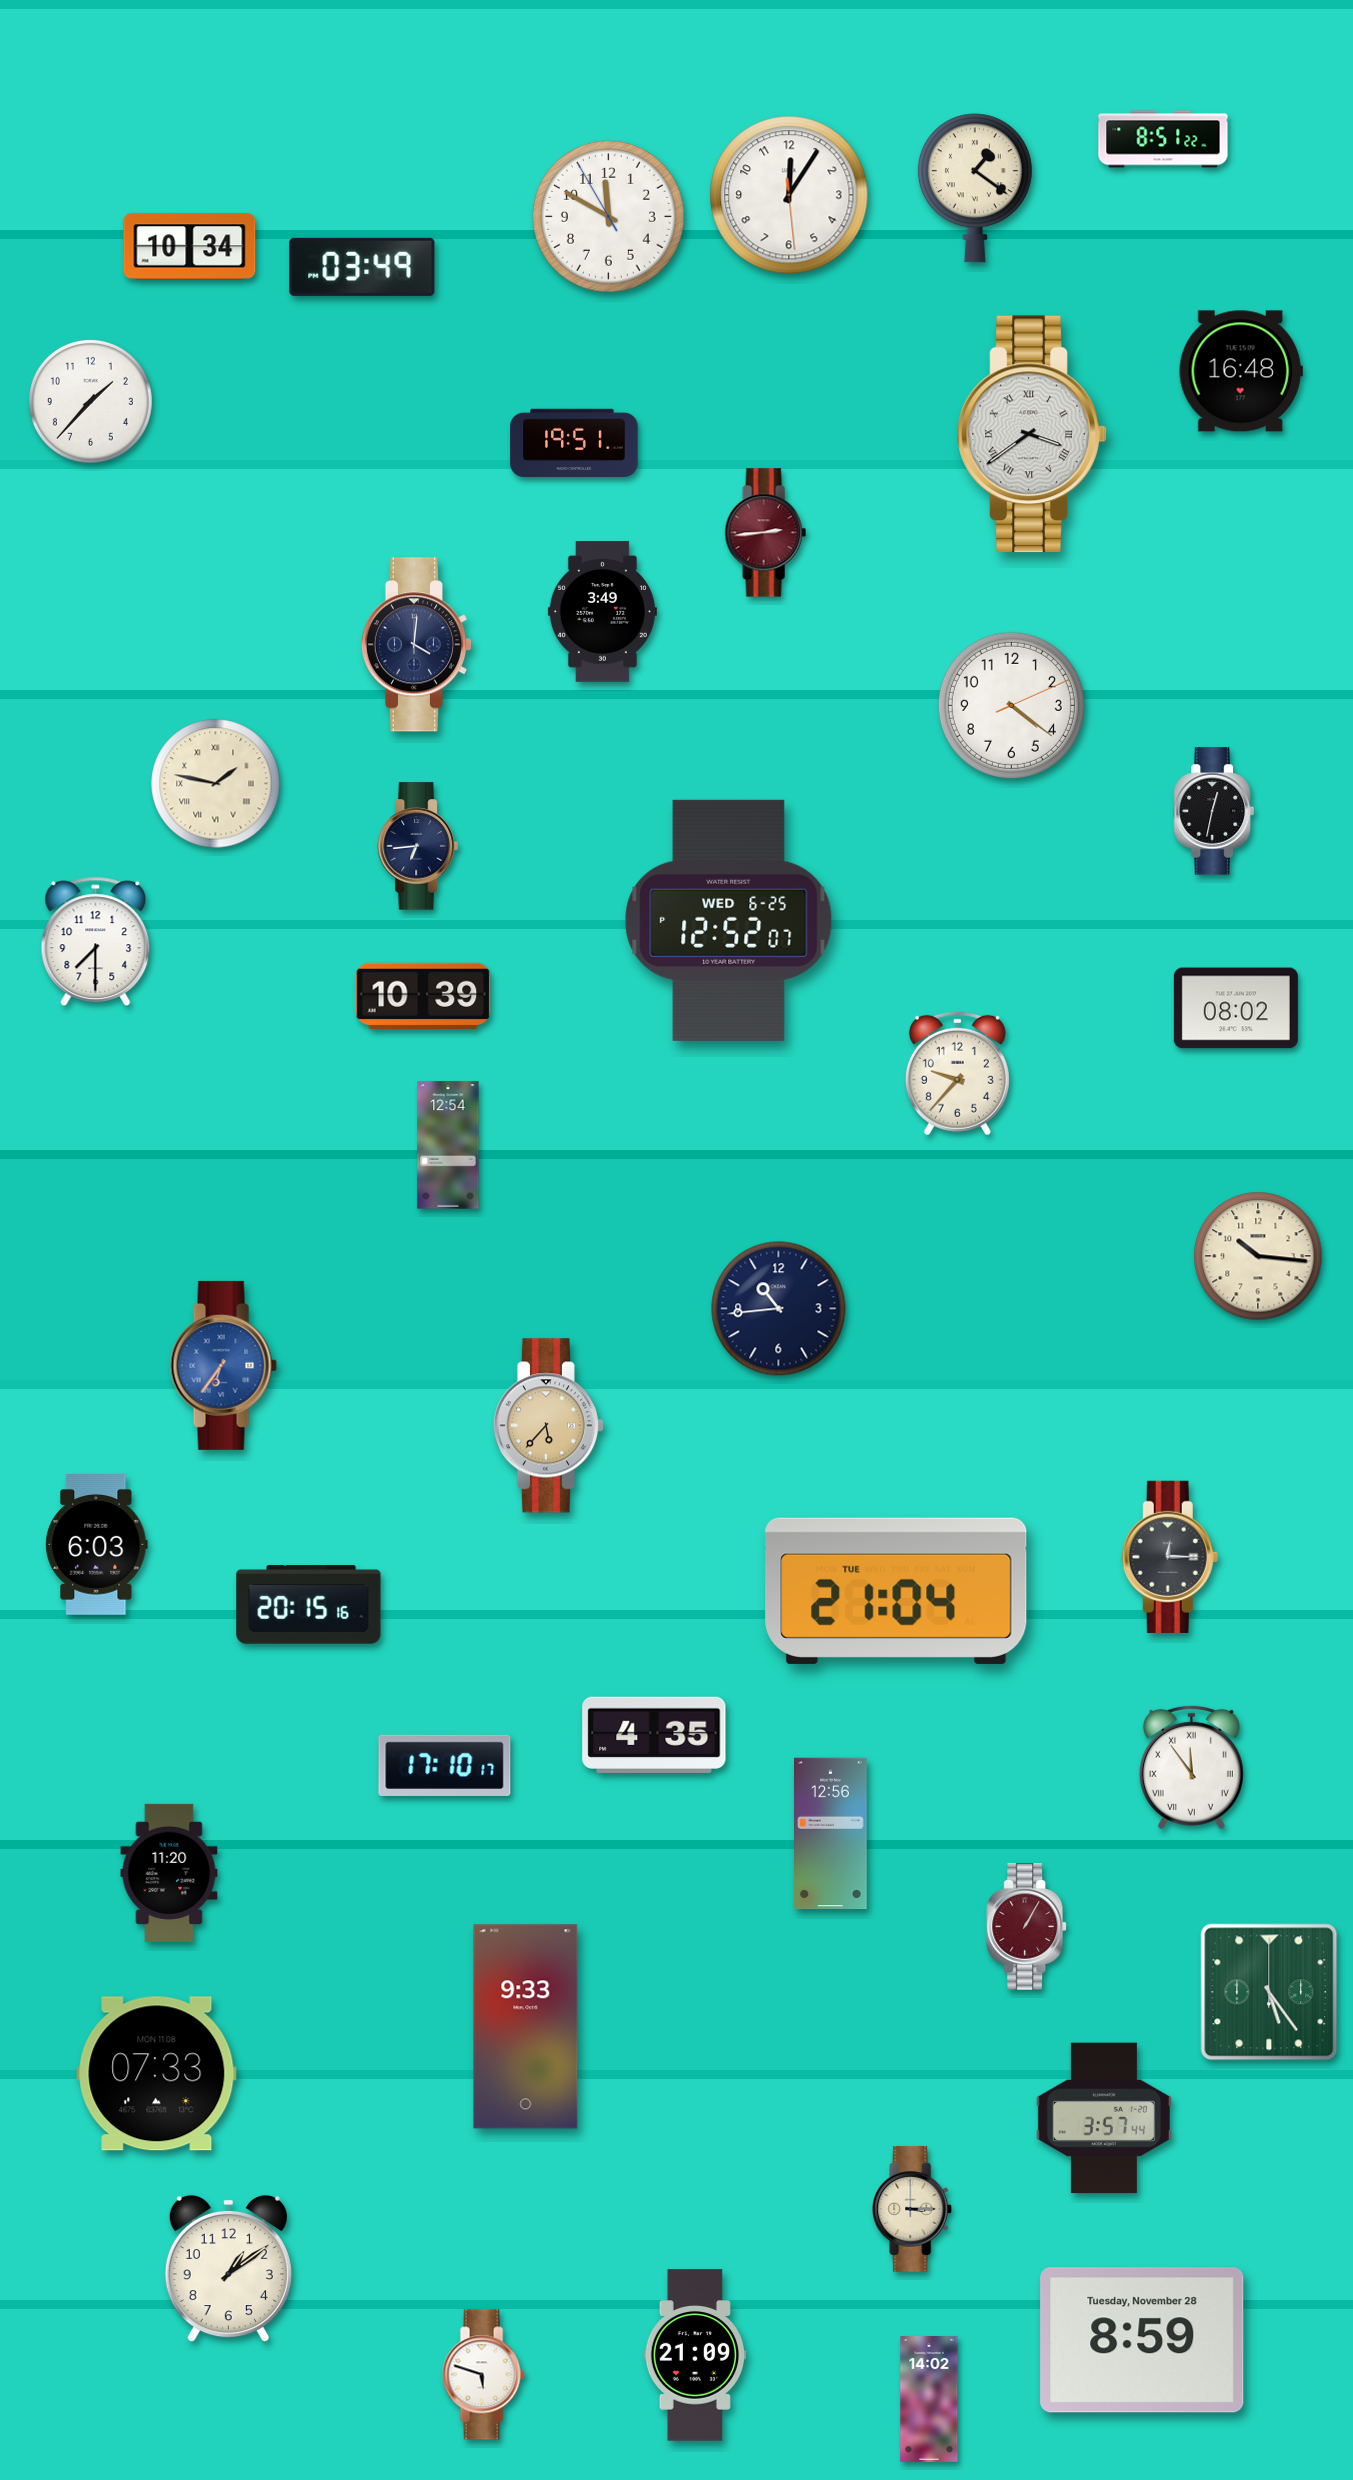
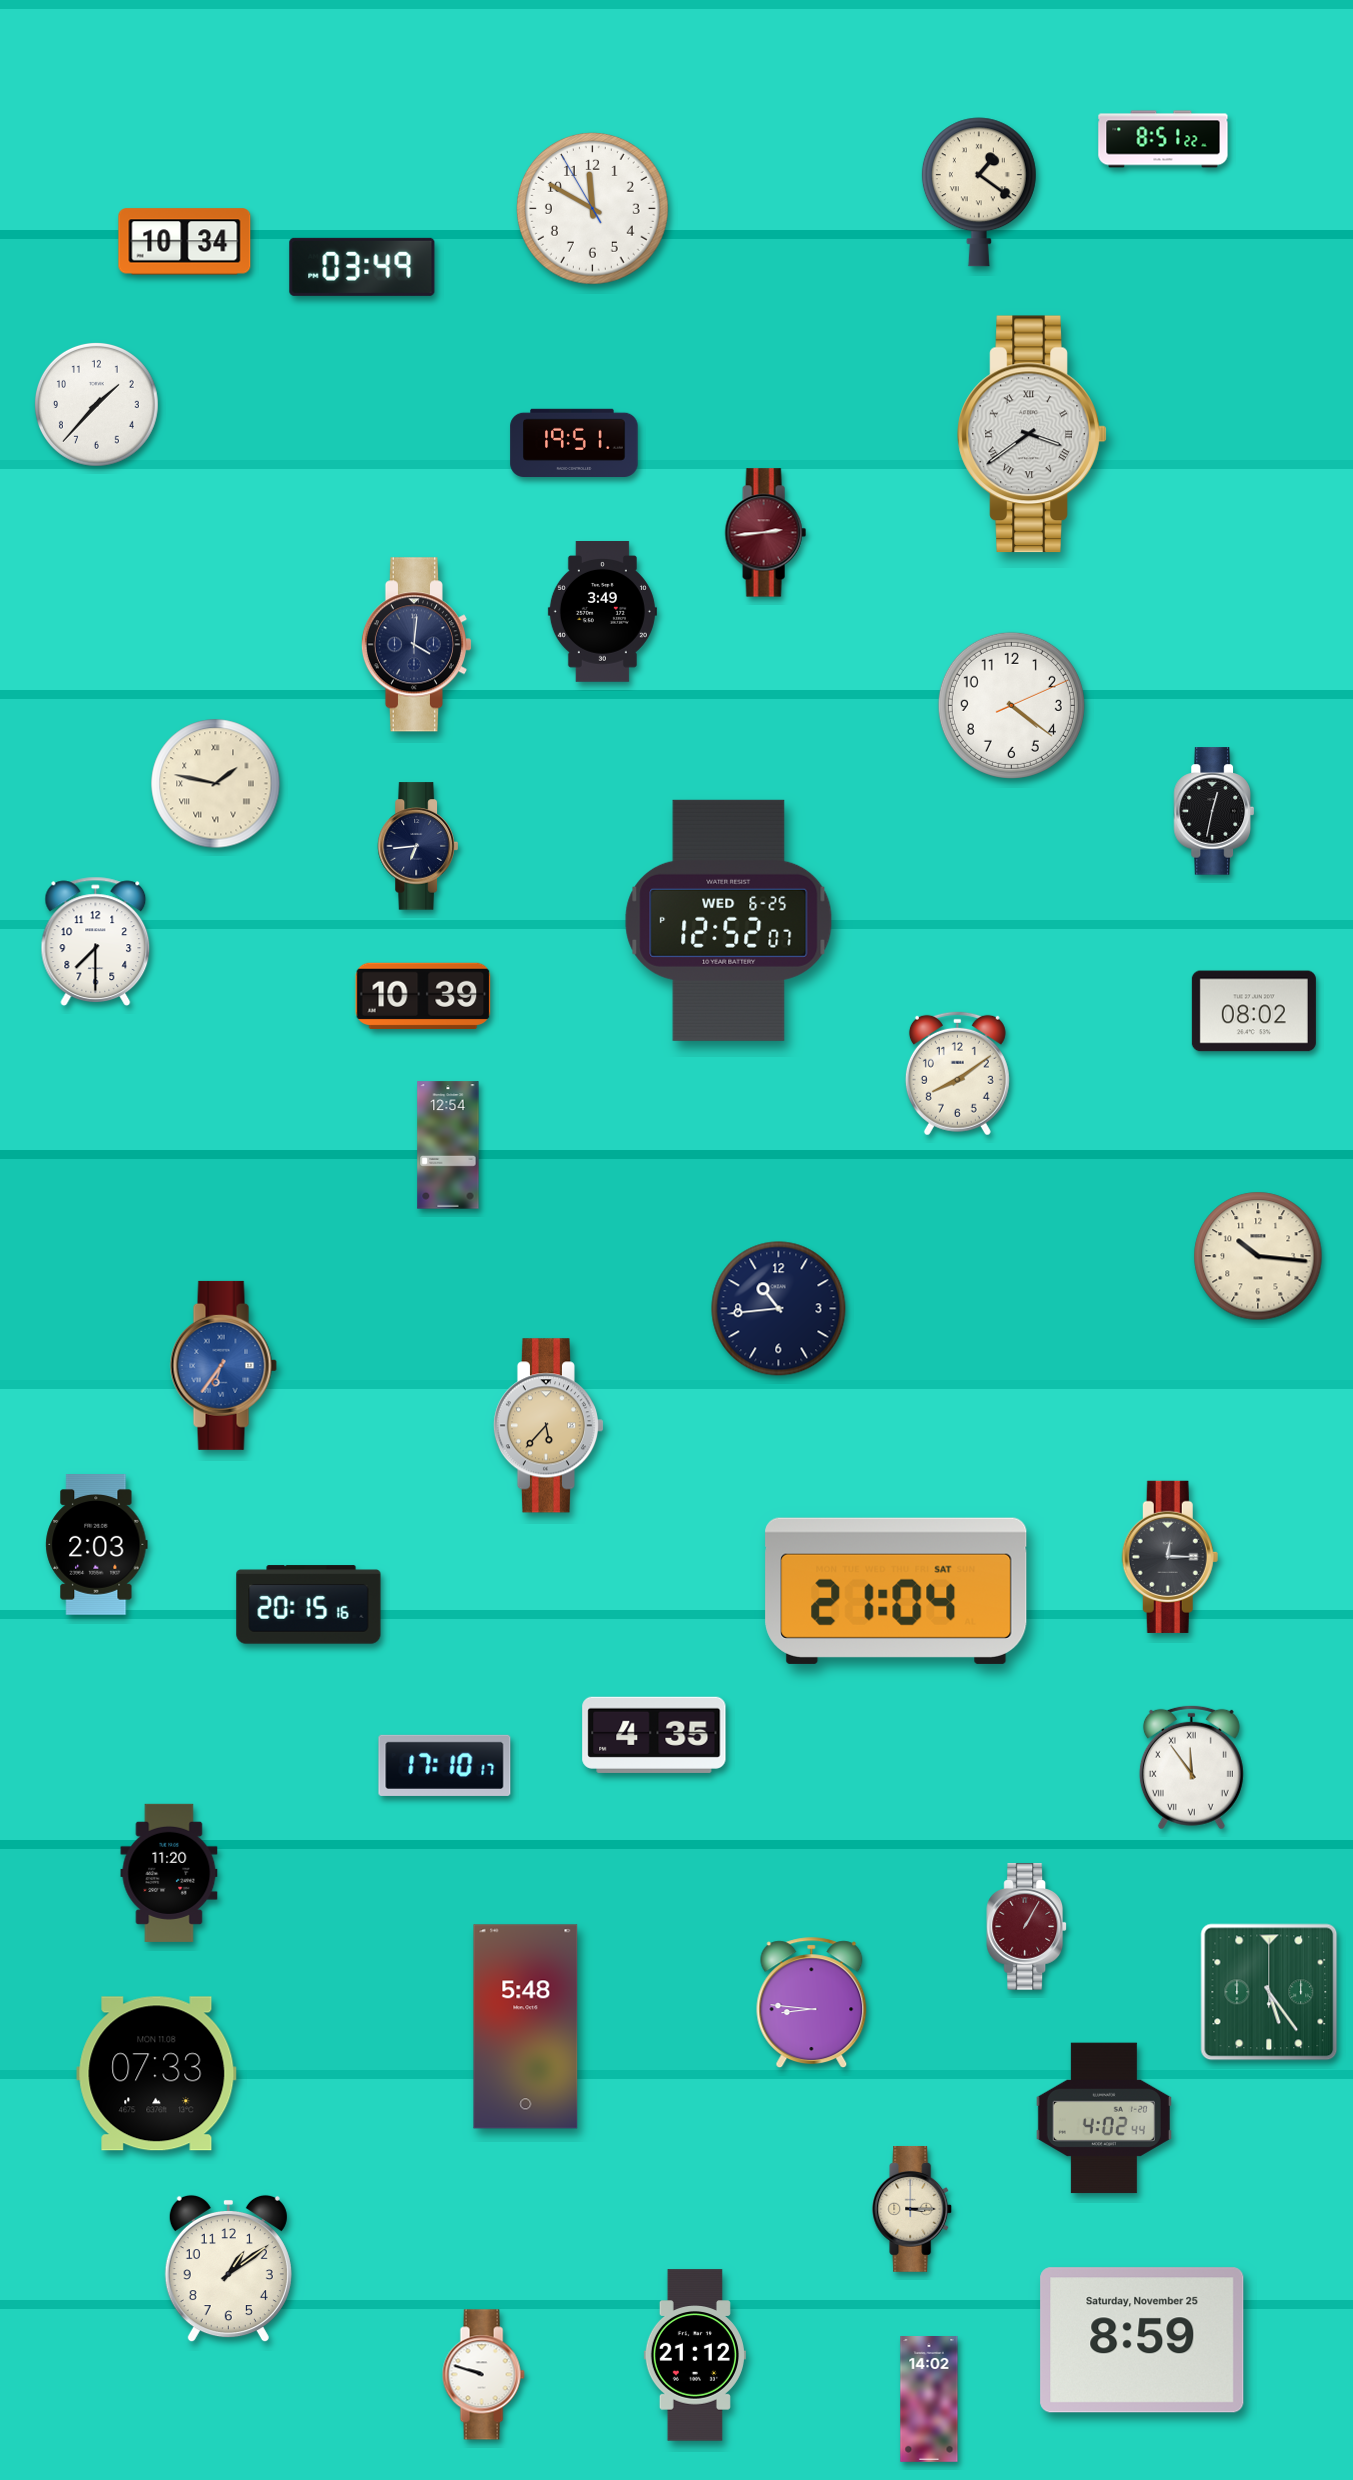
clock at (975, 188) position: (975, 188) -> (979, 192)
clock at (789, 195): 12:05 -> none
clock at (608, 216) position: (608, 216) -> (592, 208)
clock at (190, 247) position: (190, 247) -> (185, 242)
clock at (1241, 371): 16:48 -> none
clock at (90, 401) position: (90, 401) -> (96, 404)
clock at (1236, 1008) position: (1236, 1008) -> (1254, 1011)
clock at (957, 1073): 9:37 -> 8:09
clock at (97, 1545): 6:03 -> 2:03
clock at (896, 1591) date: TUE -> SAT
clock at (831, 1834): 12:56 -> none
clock at (812, 2003): none -> 8:46
clock at (526, 2027): 9:33 -> 5:48
clock at (1104, 2118): 3:57 -> 4:02
clock at (1142, 2340) date: Tuesday, November 28 -> Saturday, November 25
clock at (694, 2355): 21:09 -> 21:12
clock at (483, 2375): 5:48 -> 9:48
